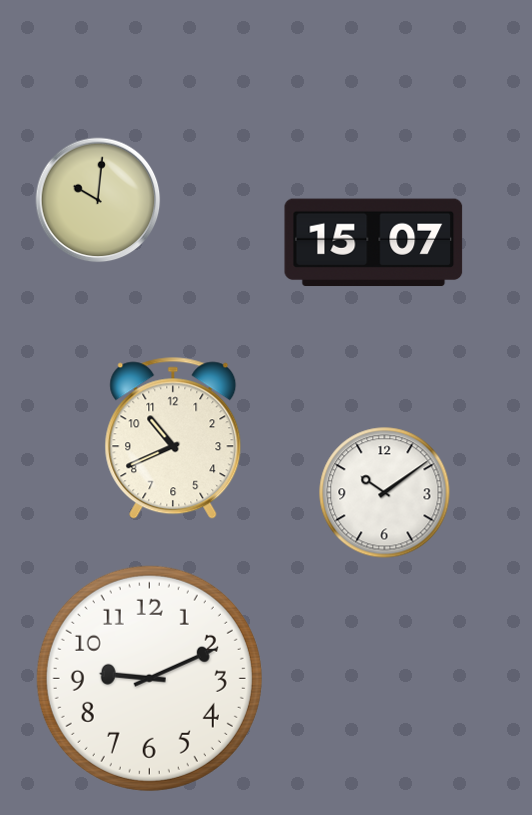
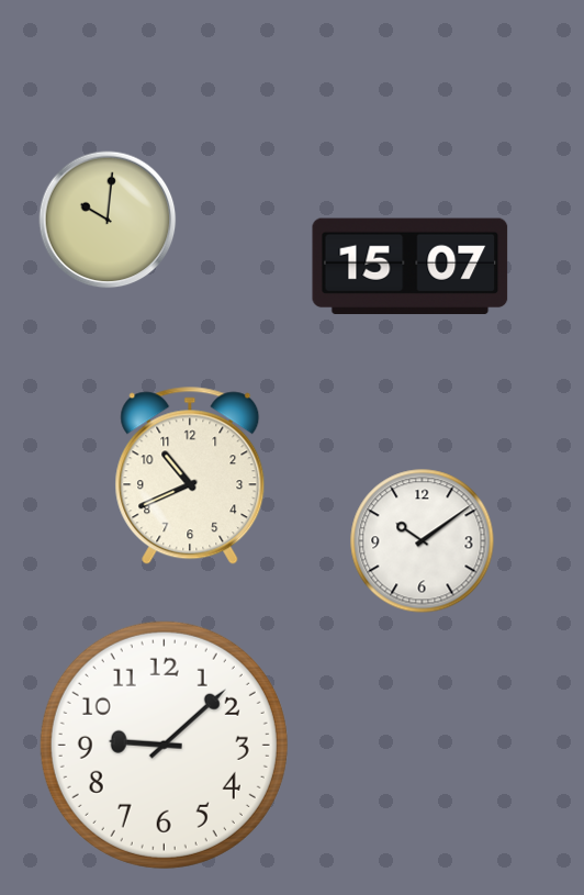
clock at (173, 438) position: (173, 438) -> (190, 476)
clock at (149, 678): 9:11 -> 9:08
